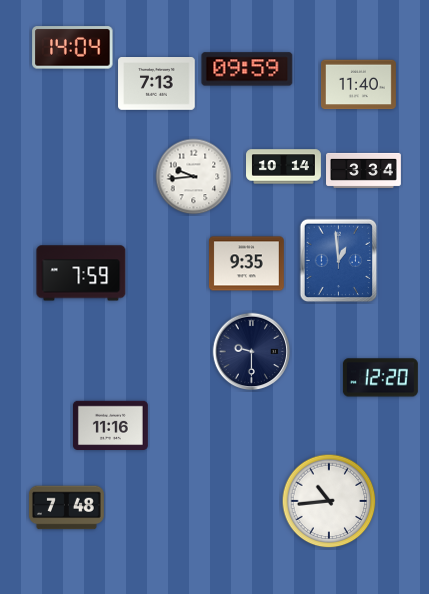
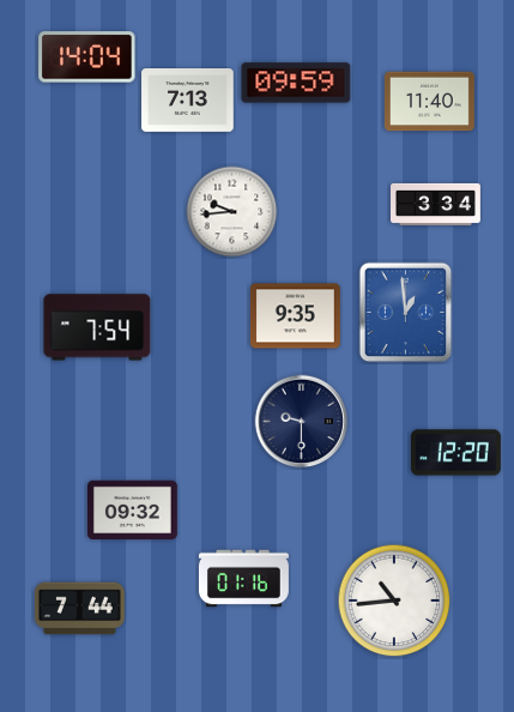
clock at (284, 167): 10:14 -> none
clock at (81, 273): 7:59 -> 7:54
clock at (110, 426): 11:16 -> 09:32
clock at (243, 579): none -> 01:16
clock at (66, 508): 7:48 -> 7:44
